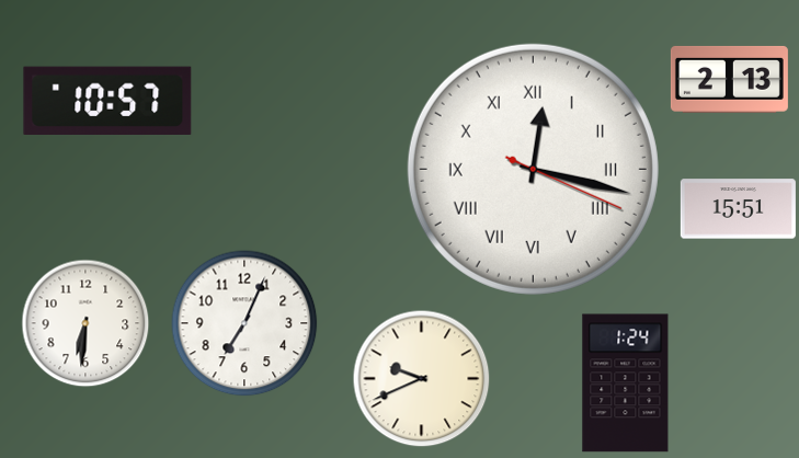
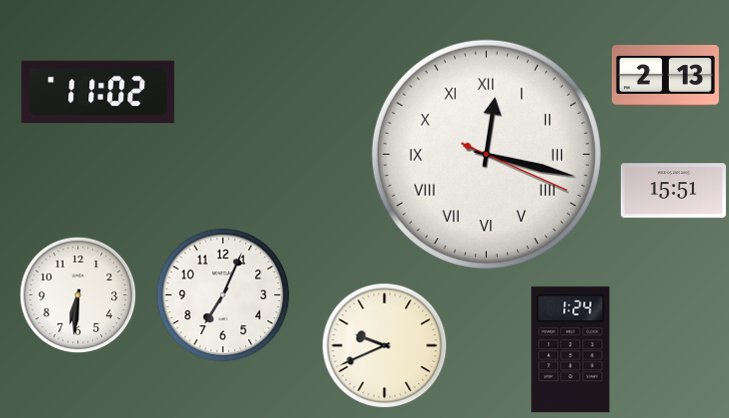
clock at (729, 79) position: (729, 79) -> (665, 75)
clock at (107, 101): 10:57 -> 11:02
